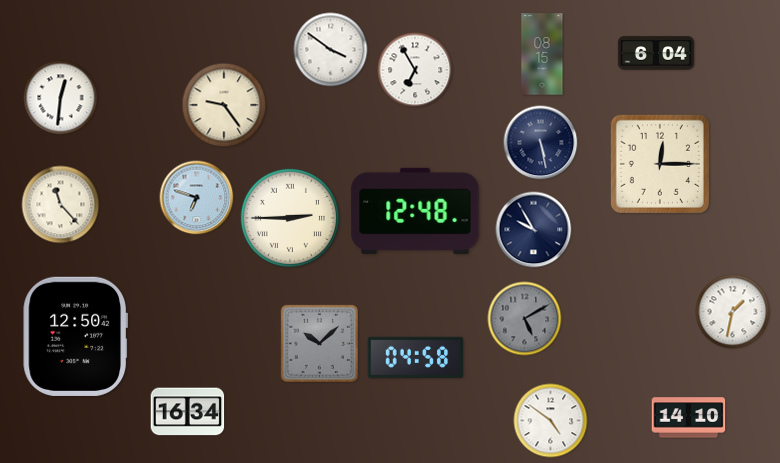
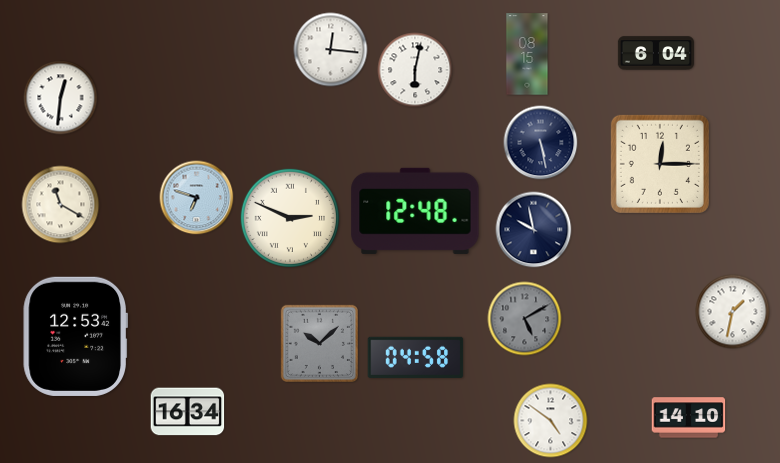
clock at (331, 50): 3:51 -> 12:16
clock at (542, 54) position: (542, 54) -> (527, 54)
clock at (415, 70): 6:55 -> 6:02
clock at (224, 105): 9:24 -> none
clock at (61, 205): 11:23 -> 11:20
clock at (289, 217): 2:45 -> 2:49
clock at (534, 230): 9:55 -> 9:58
clock at (75, 336): 12:50 -> 12:53
